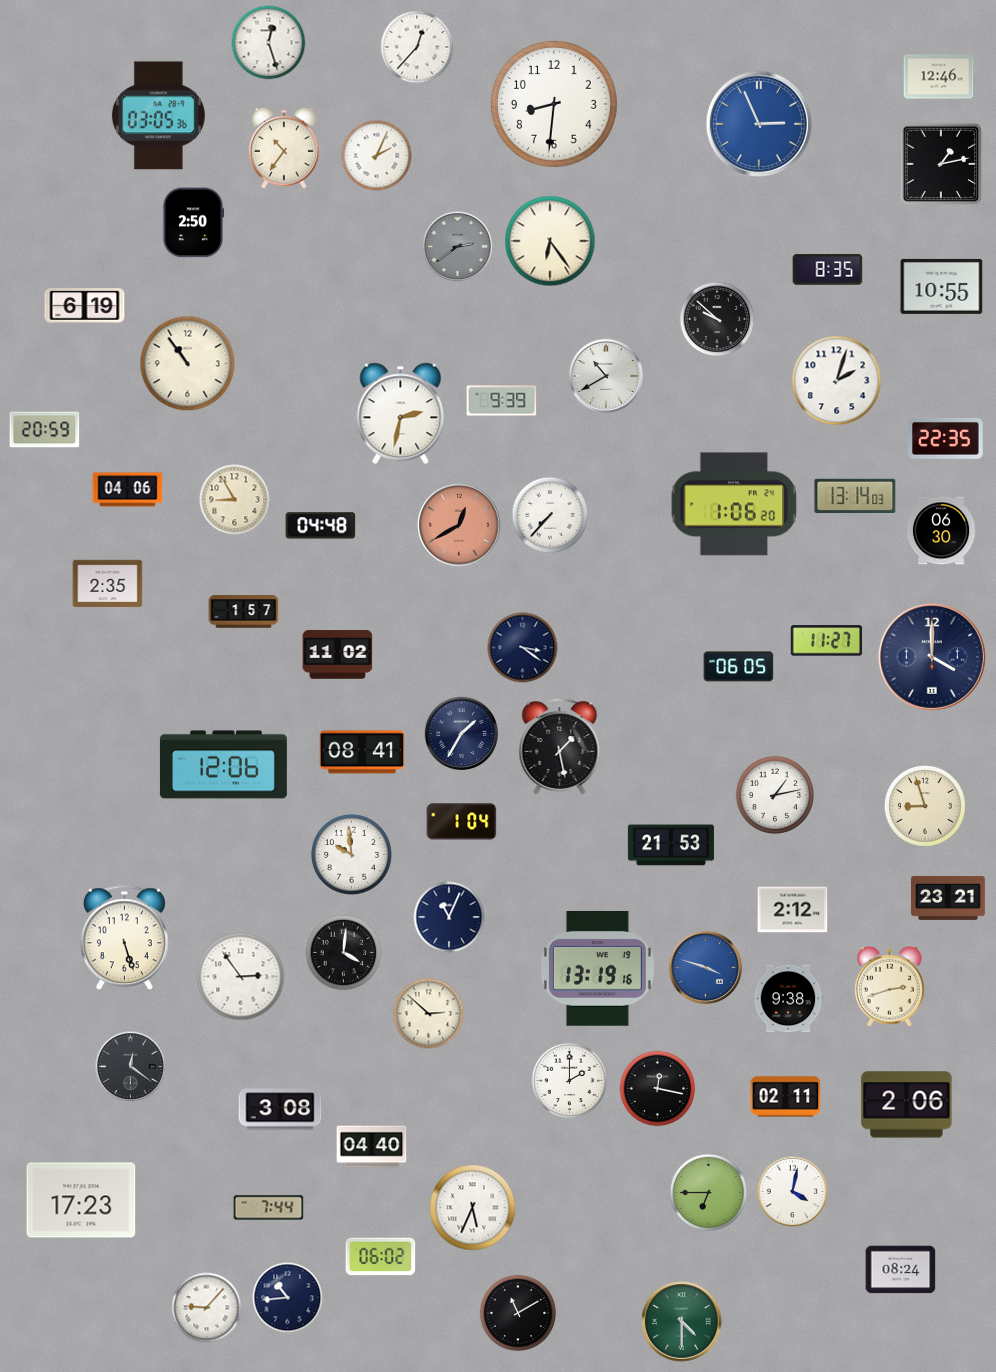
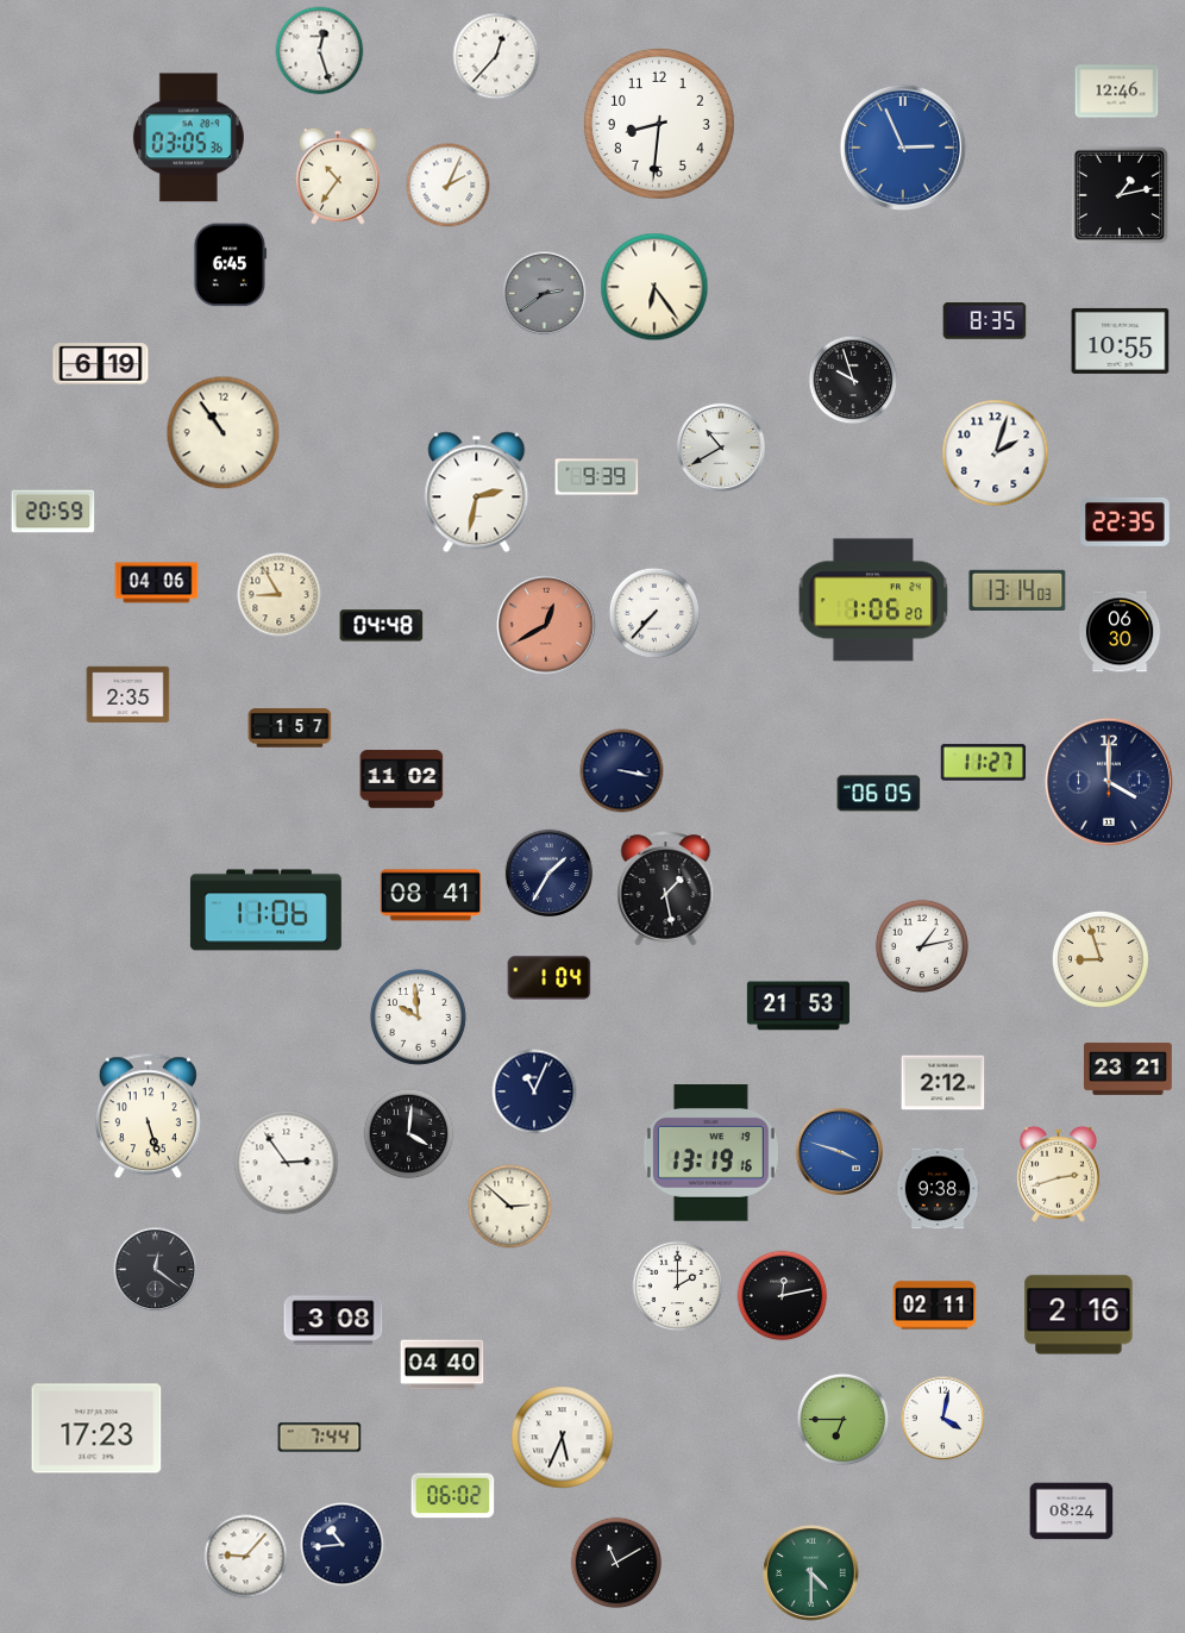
clock at (193, 223): 2:50 -> 6:45
clock at (717, 319): 9:52 -> 9:57
clock at (128, 490) position: (128, 490) -> (157, 583)
clock at (523, 648): 3:21 -> 3:17
clock at (223, 765): 12:06 -> 11:06
clock at (658, 1089): 12:17 -> 12:13
clock at (907, 1105): 2:06 -> 2:16
